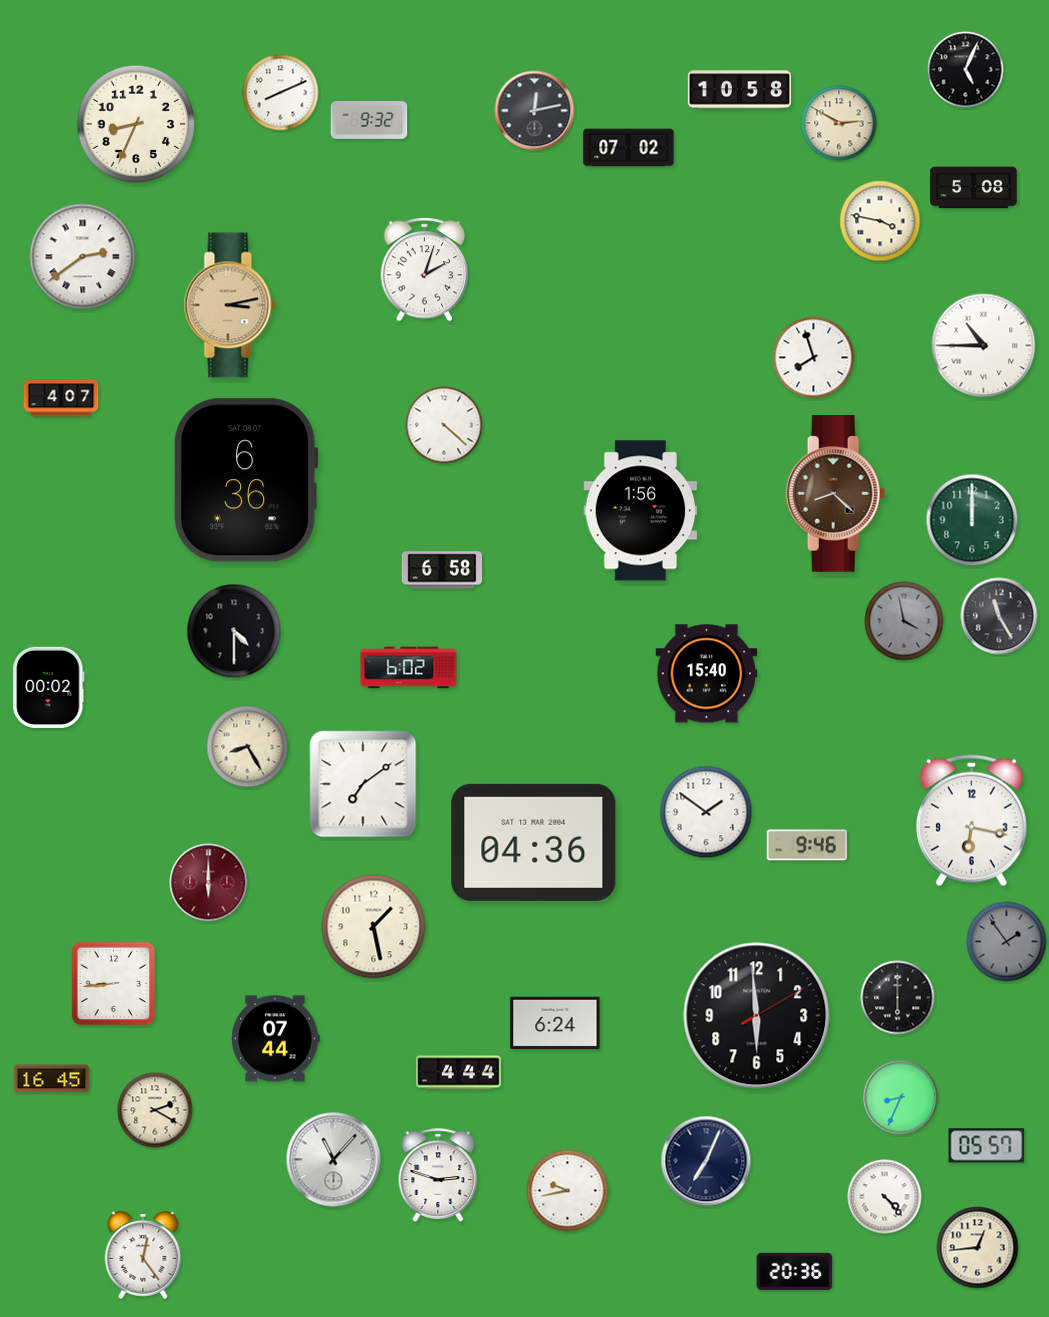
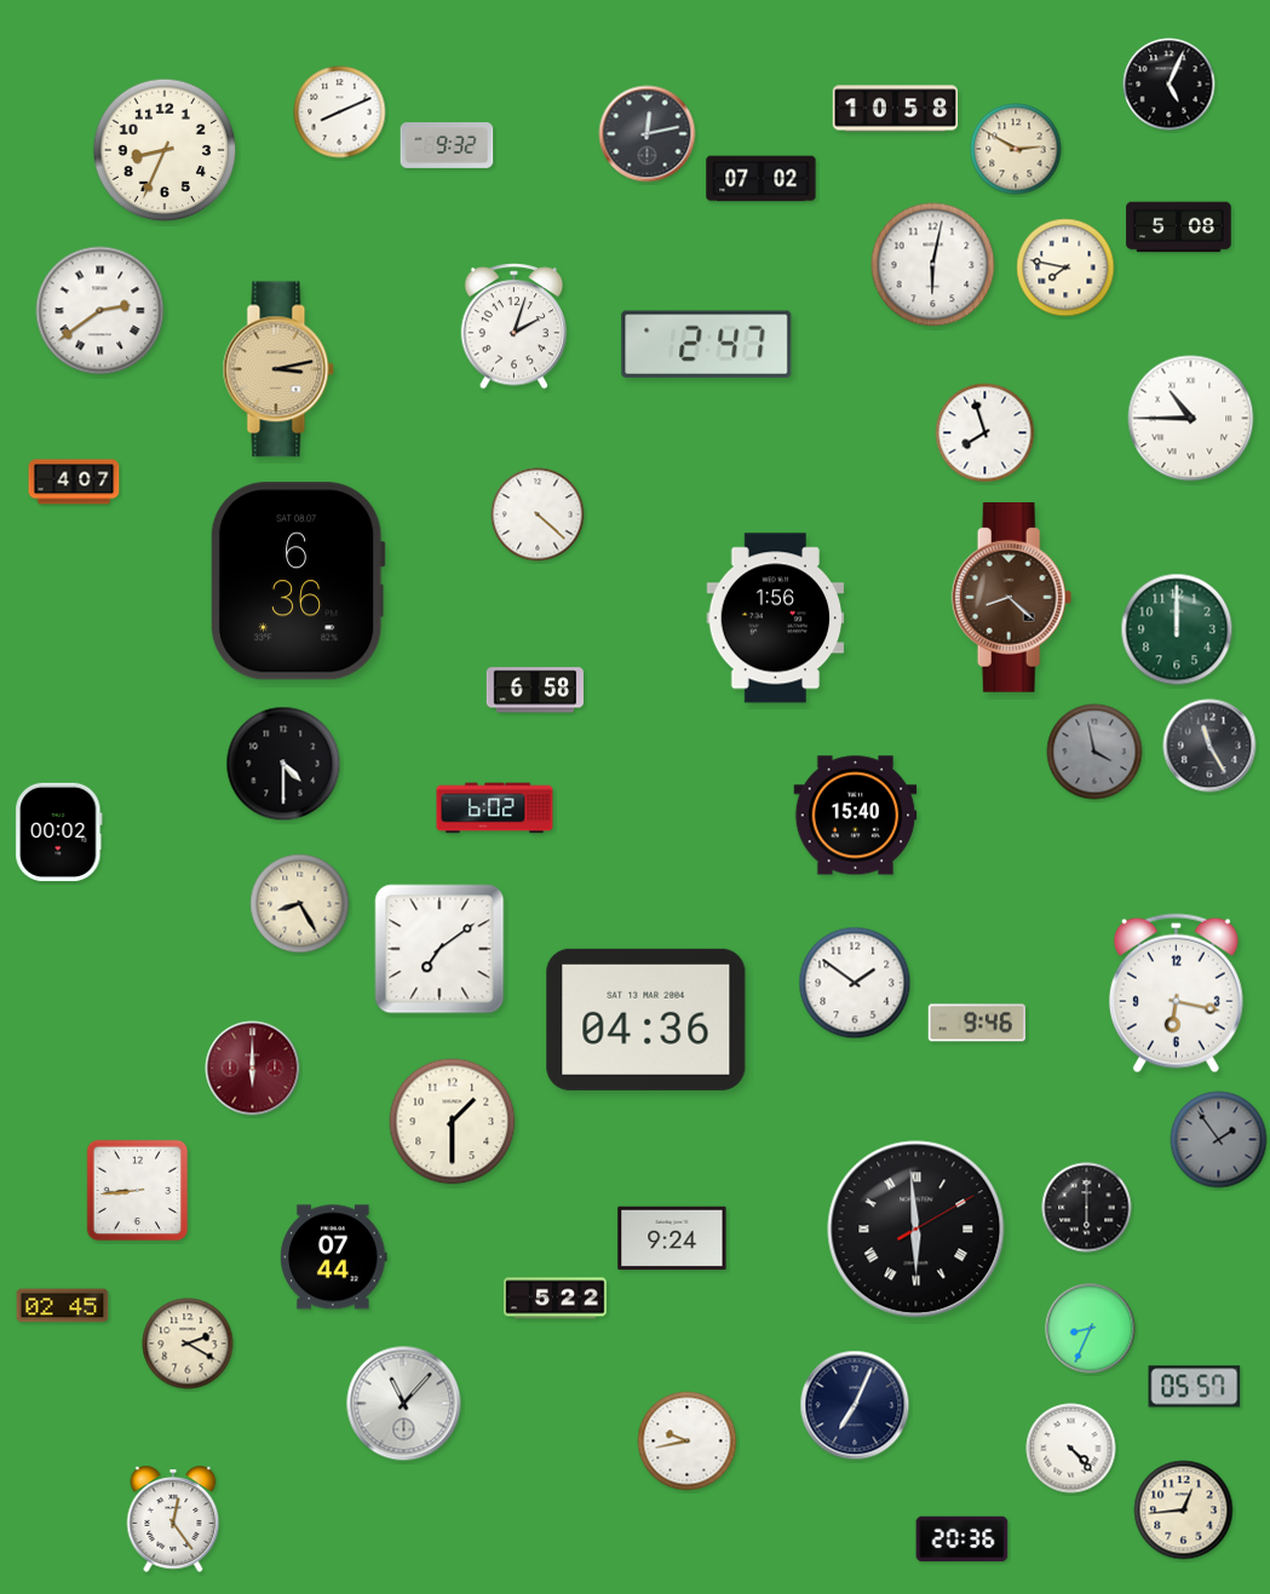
clock at (933, 265): none -> 6:02
clock at (880, 221): 3:47 -> 7:47
clock at (707, 344): none -> 2:47
clock at (374, 927): 1:28 -> 1:30
clock at (757, 1016) numerals: Arabic -> Roman
clock at (555, 1023): 6:24 -> 9:24
clock at (459, 1073): 4:44 -> 5:22
clock at (52, 1079): 16:45 -> 02:45
clock at (438, 1175): 2:48 -> none
